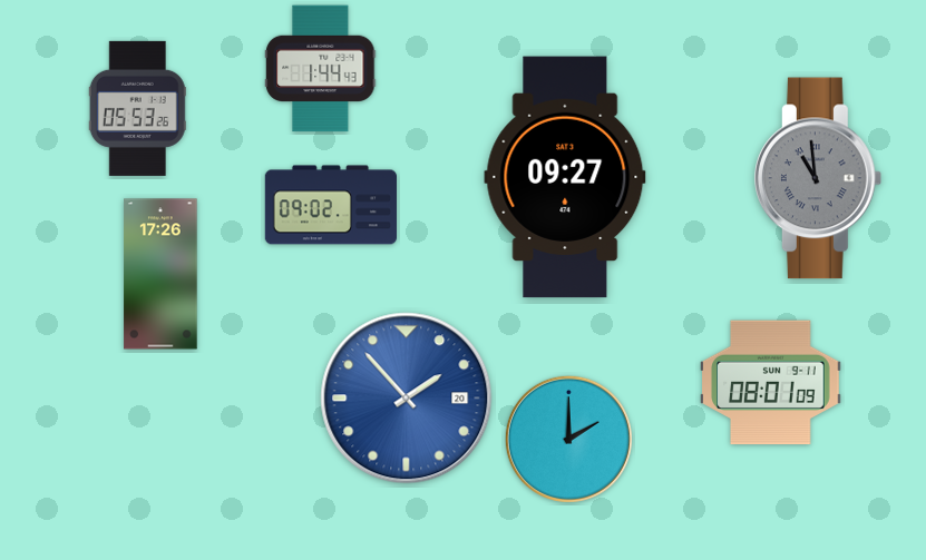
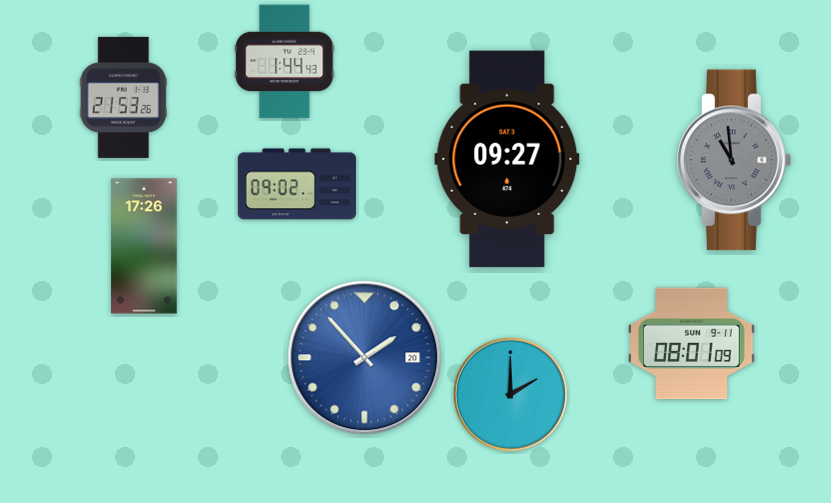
clock at (321, 69) position: (321, 69) -> (285, 62)
clock at (137, 108): 05:53 -> 21:53
